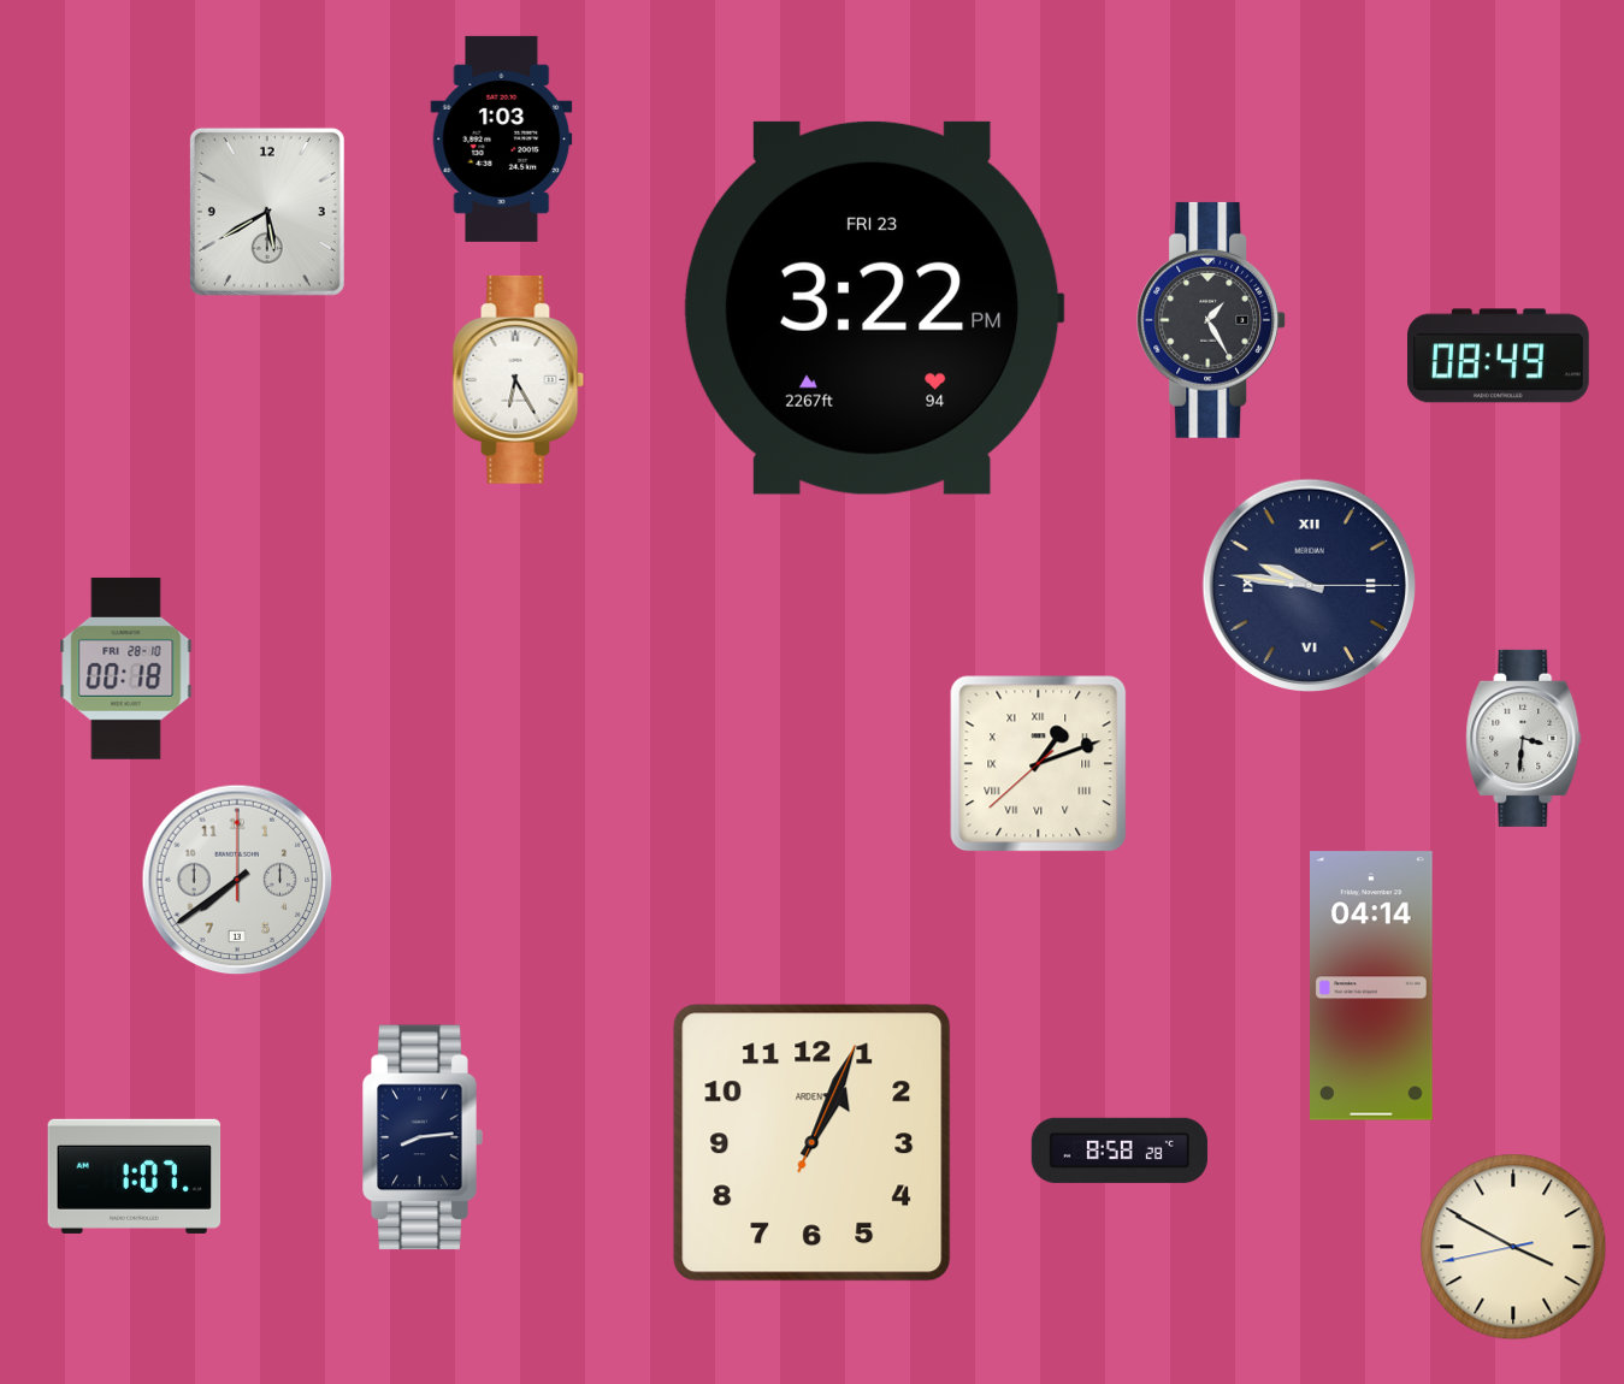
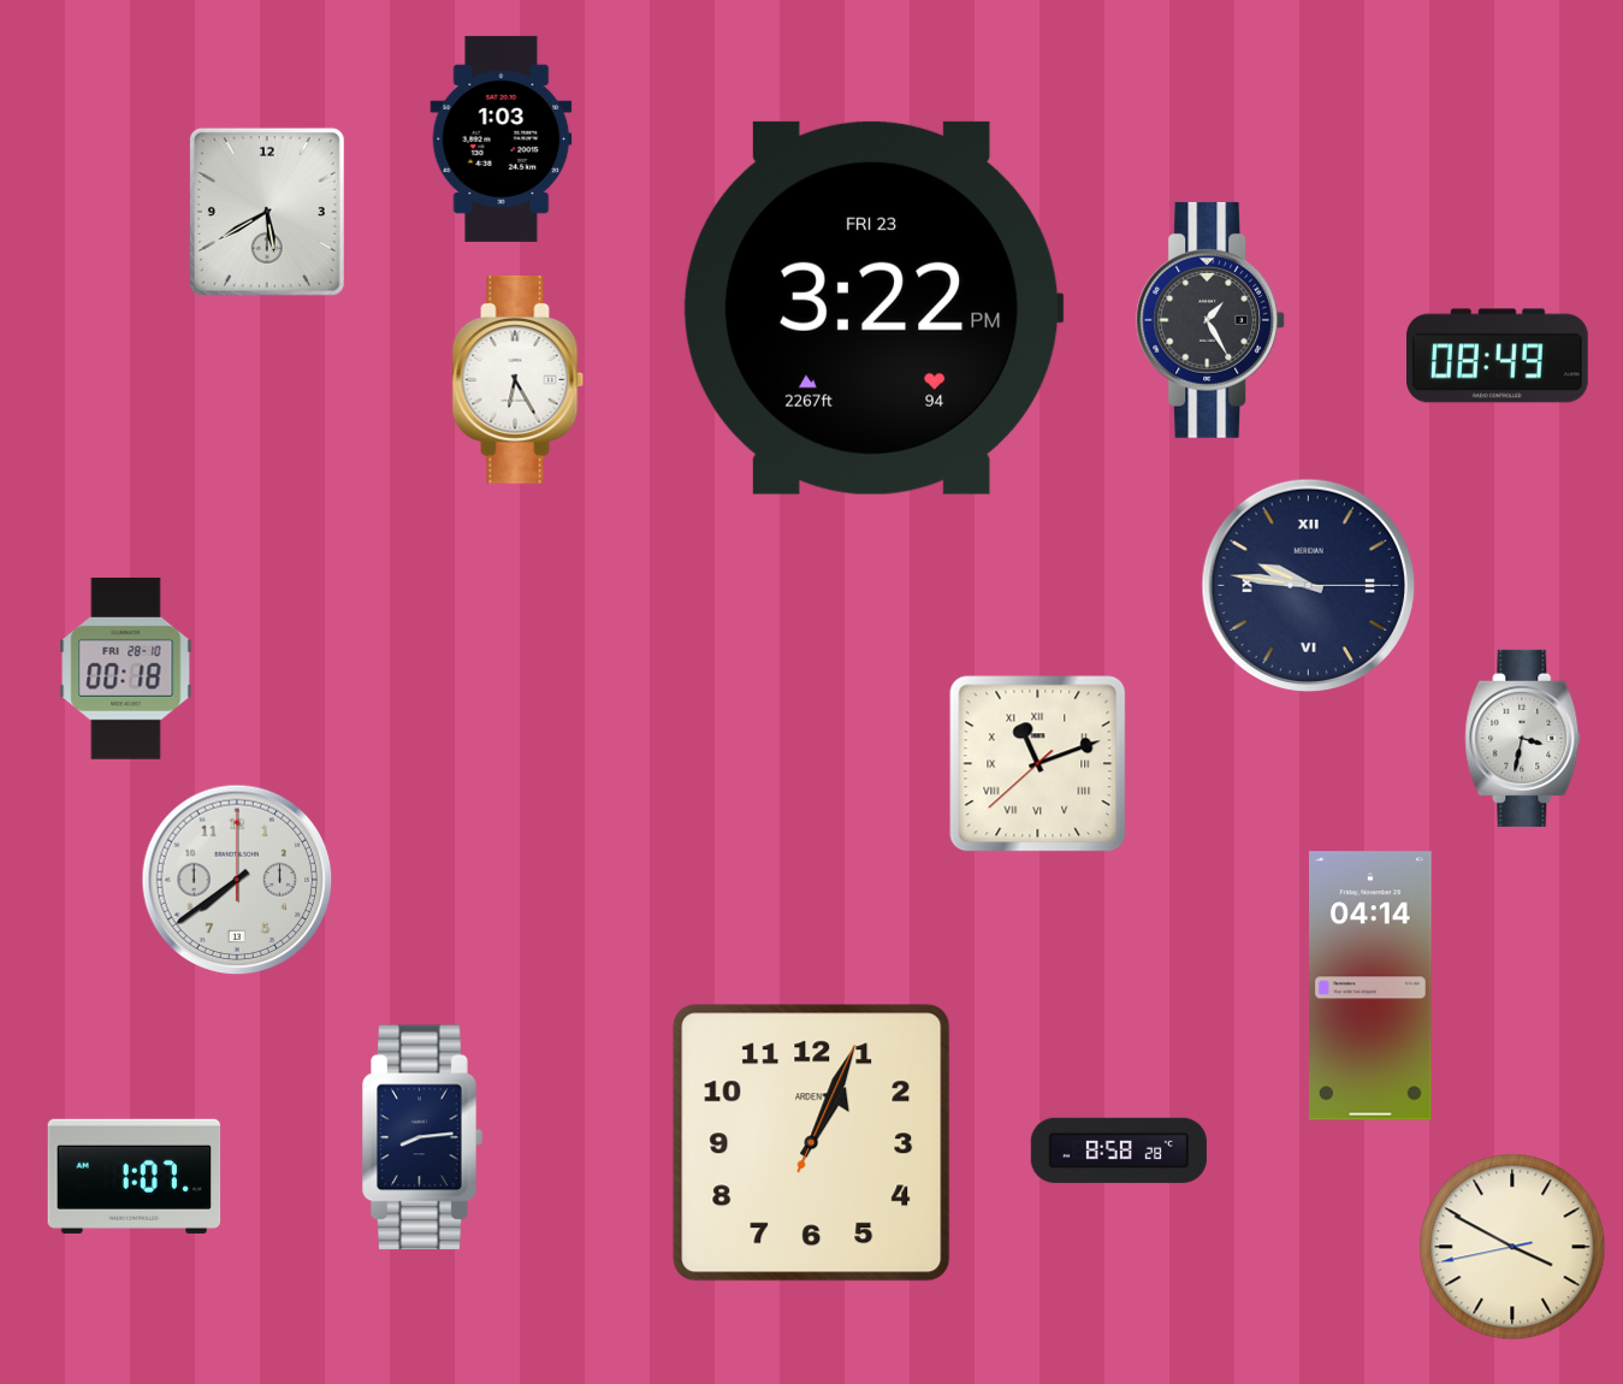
clock at (1524, 738): 3:31 -> 3:32
clock at (1039, 764): 1:11 -> 11:11
